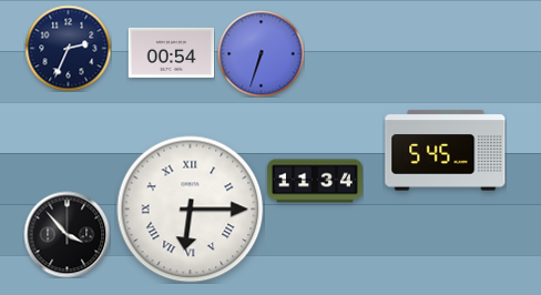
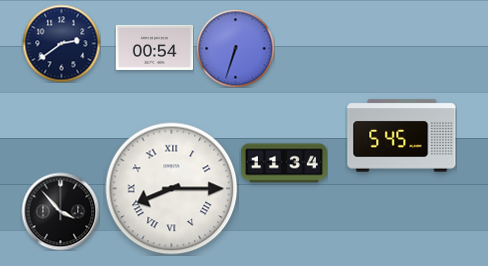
clock at (68, 48): 2:34 -> 2:39
clock at (191, 210): 6:15 -> 8:15
